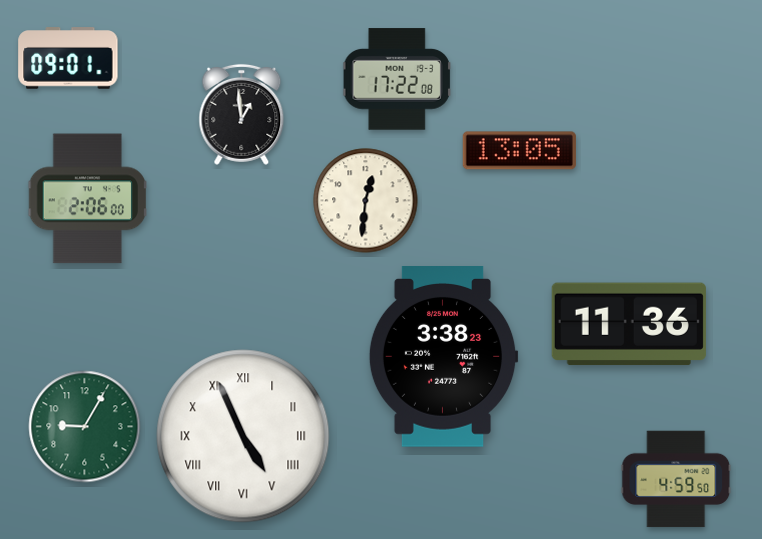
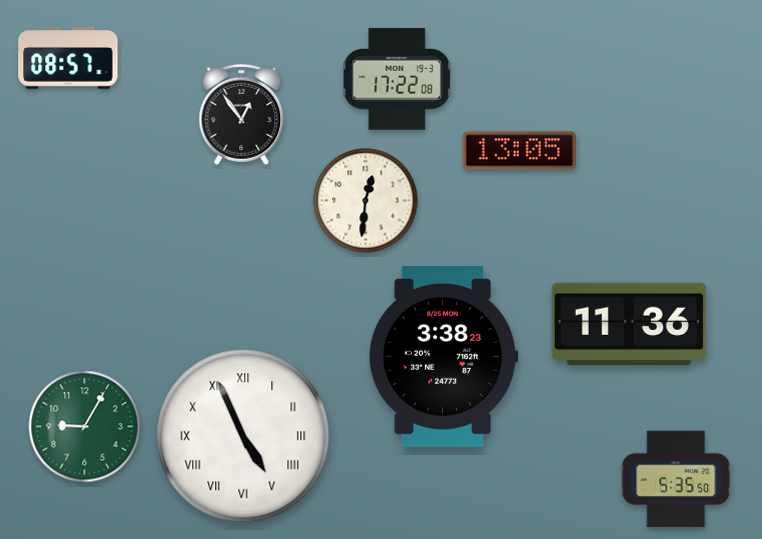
clock at (68, 58): 09:01 -> 08:57
clock at (242, 114): 12:59 -> 12:54
clock at (88, 199): 2:06 -> none
clock at (676, 479): 4:59 -> 5:35
